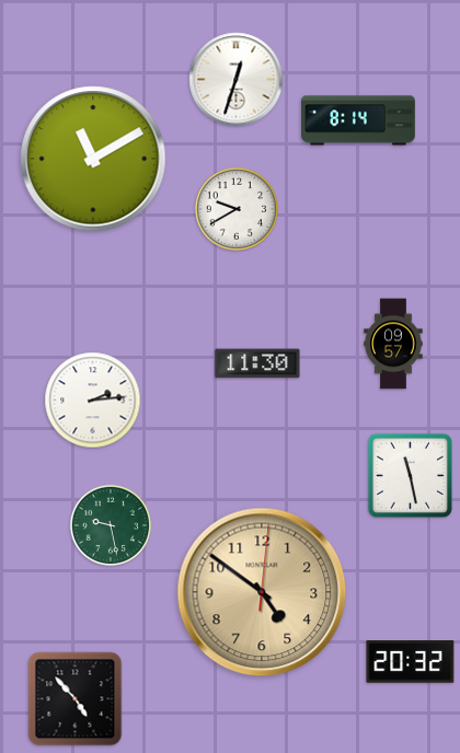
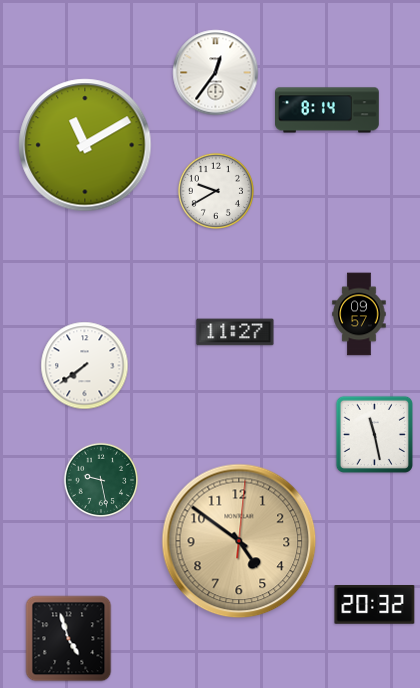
clock at (237, 80): 12:33 -> 12:36
clock at (257, 363): 11:30 -> 11:27
clock at (93, 401): 2:14 -> 7:39
clock at (76, 699): 4:53 -> 4:57
